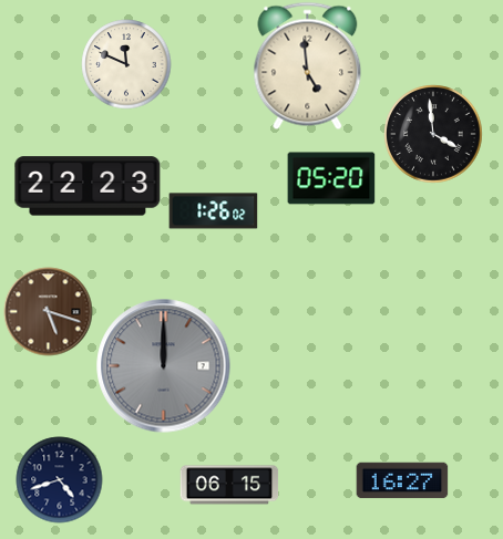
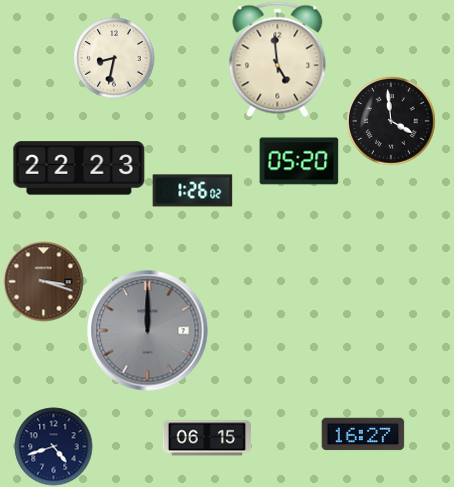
clock at (126, 64): 11:49 -> 8:32
clock at (48, 311): 5:18 -> 3:18
clock at (59, 479) position: (59, 479) -> (53, 446)
